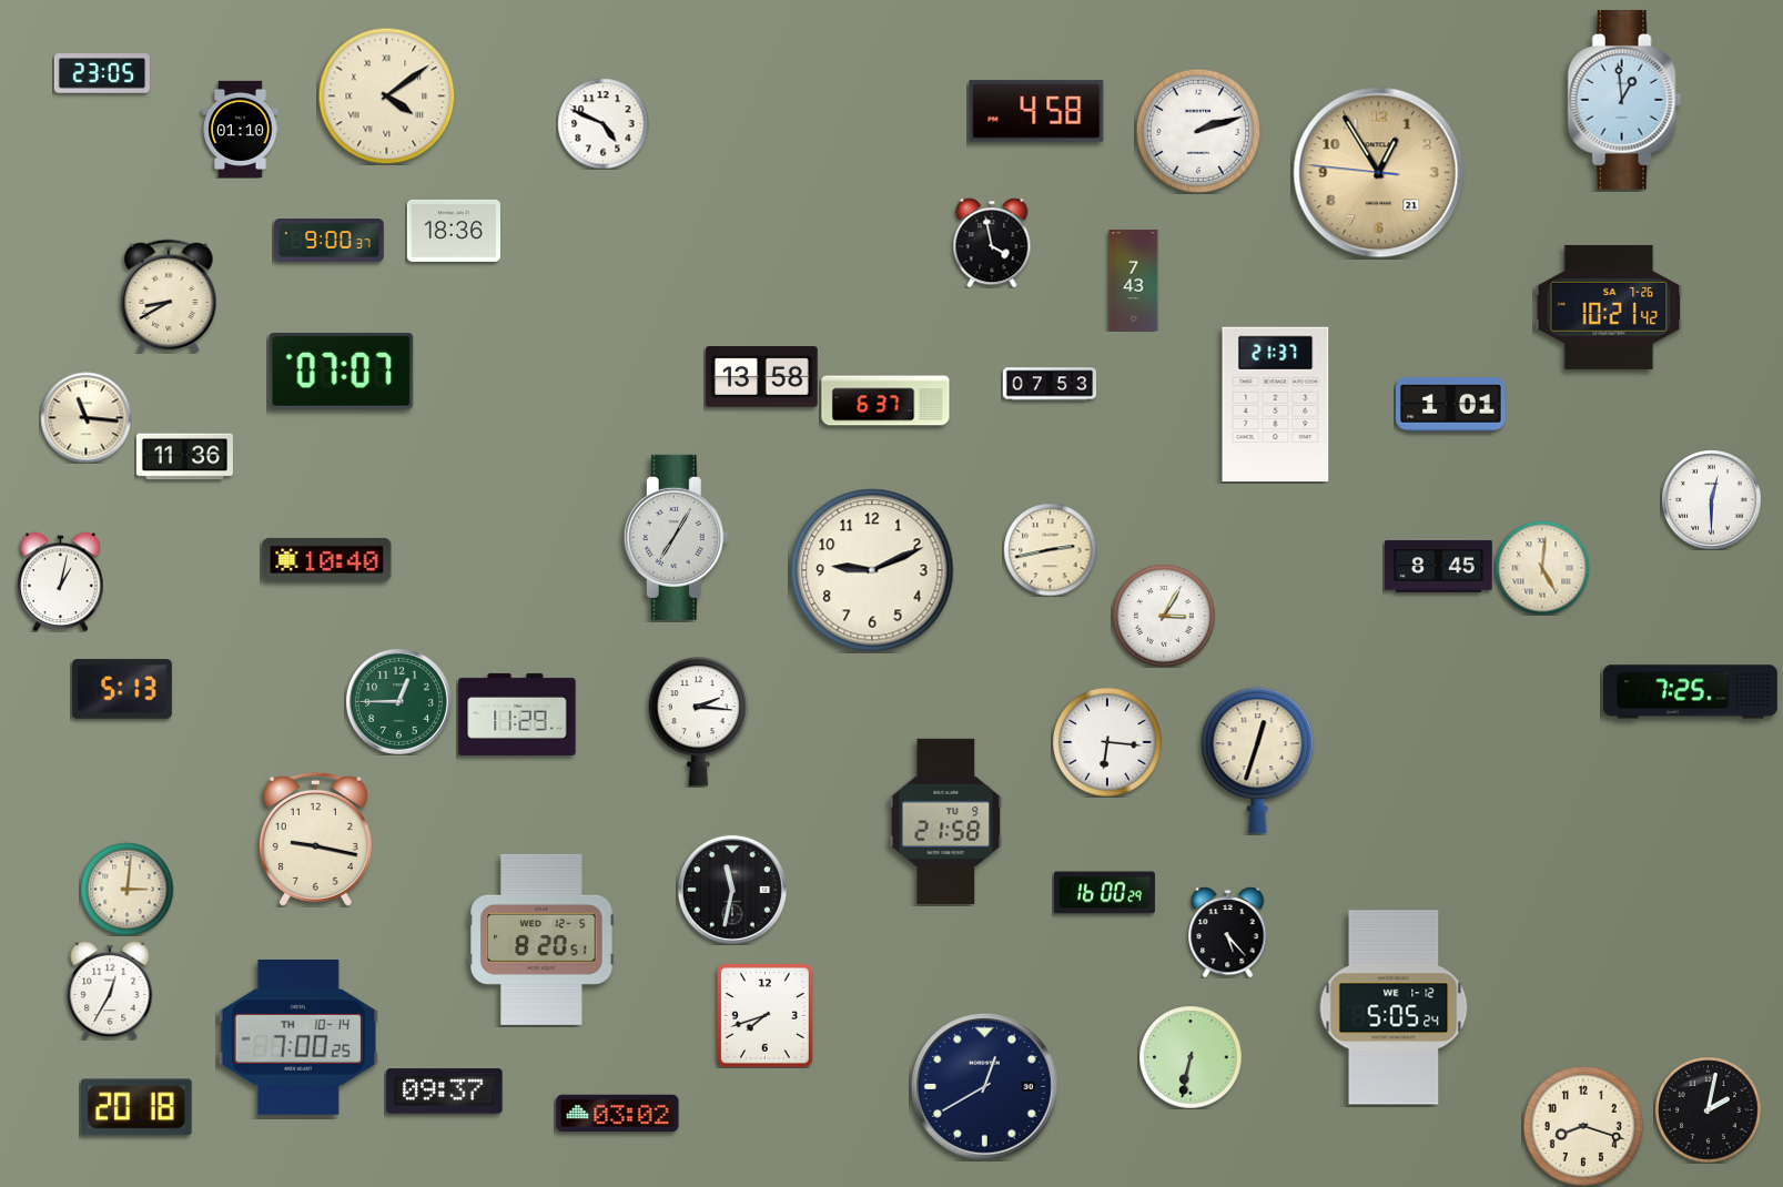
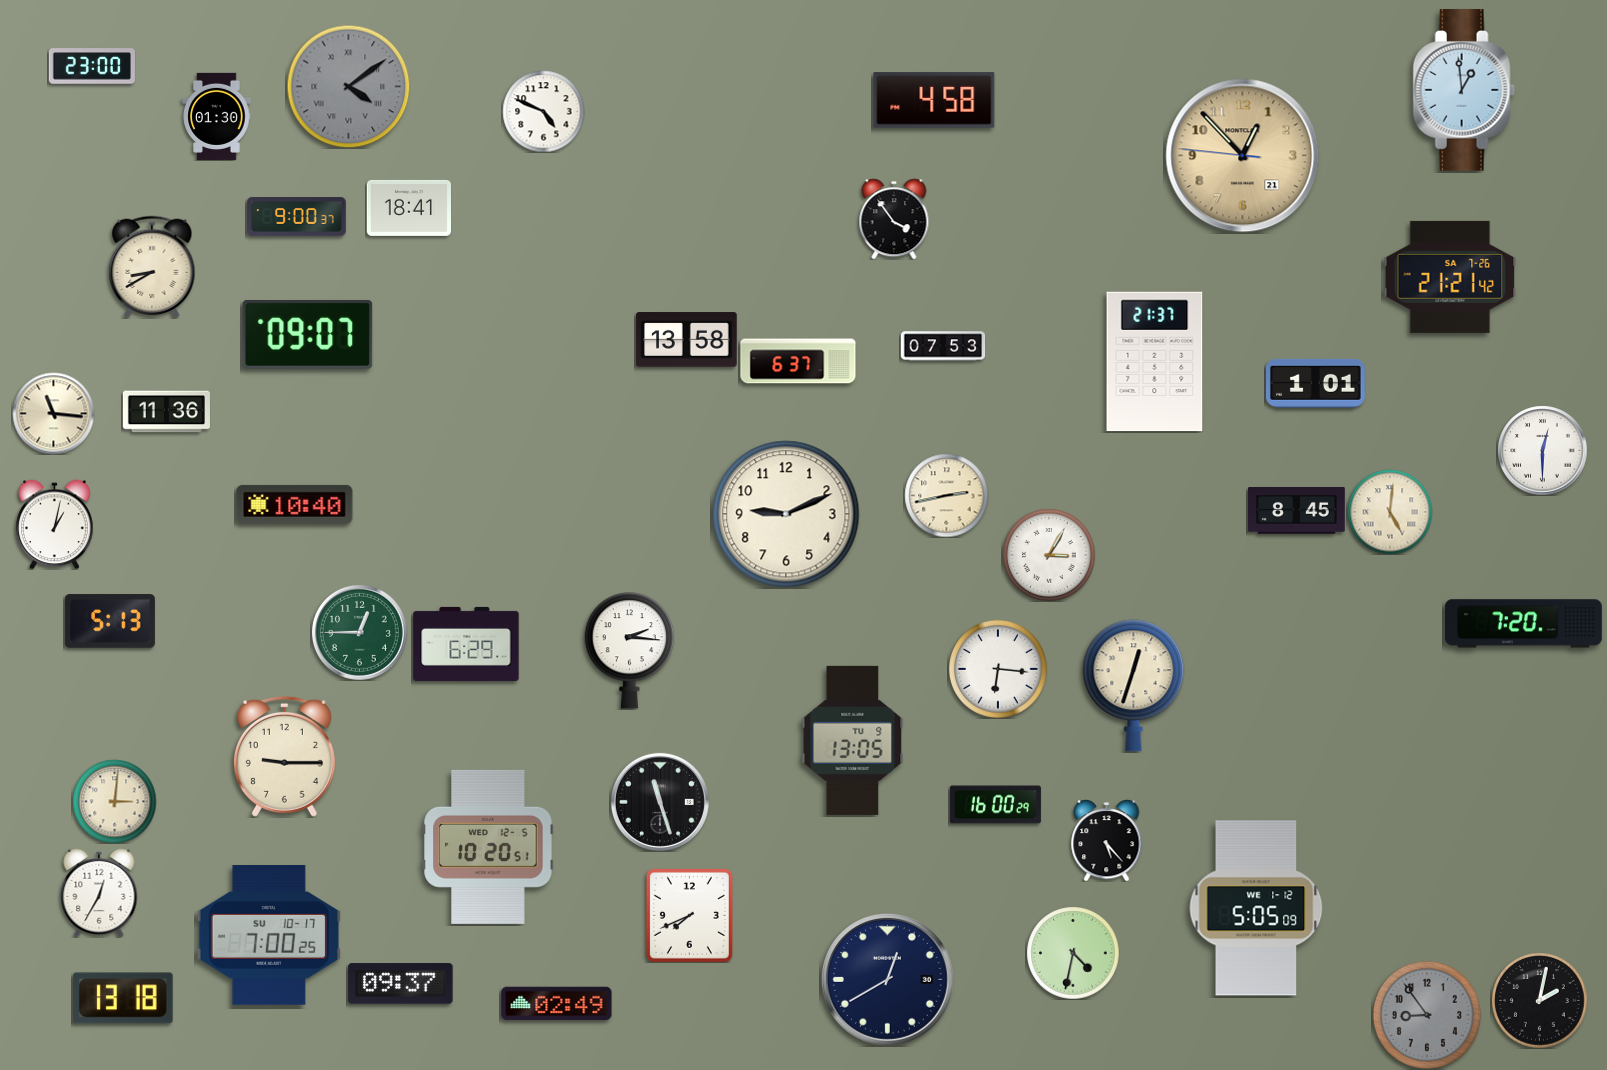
clock at (102, 73): 23:05 -> 23:00
clock at (386, 95) dial: cream -> grey
clock at (241, 129): 01:10 -> 01:30
clock at (1197, 130): 2:12 -> none
clock at (1379, 173): 12:54 -> 12:52
clock at (453, 231): 18:36 -> 18:41
clock at (992, 243): 3:58 -> 3:54
clock at (1134, 280): 7:43 -> none
clock at (1609, 307): 10:21 -> 21:21
clock at (342, 371): 07:07 -> 09:07
clock at (1050, 384) position: (1050, 384) -> (943, 346)
clock at (1451, 404) position: (1451, 404) -> (1316, 383)
clock at (1276, 405) position: (1276, 405) -> (1155, 362)
clock at (85, 417) position: (85, 417) -> (53, 413)
clock at (676, 537): 7:05 -> none
clock at (1691, 692): 7:25 -> 7:20
clock at (517, 714): 11:29 -> 6:29
clock at (946, 821): 21:58 -> 13:05
clock at (315, 839): 9:17 -> 9:15
clock at (732, 890): 11:32 -> 11:27
clock at (541, 940): 8:20 -> 10:20
clock at (1394, 1007): 5:05:24 -> 5:05:09
clock at (764, 1015): 7:42 -> 7:41
clock at (298, 1038) date: TH 10-14 -> SU 10-17
clock at (1191, 1057): 6:32 -> 4:32
clock at (136, 1107): 20:18 -> 13:18
clock at (618, 1114): 03:02 -> 02:49
clock at (1583, 1126): 8:18 -> 8:54
clock at (1583, 1126) dial: cream -> grey
